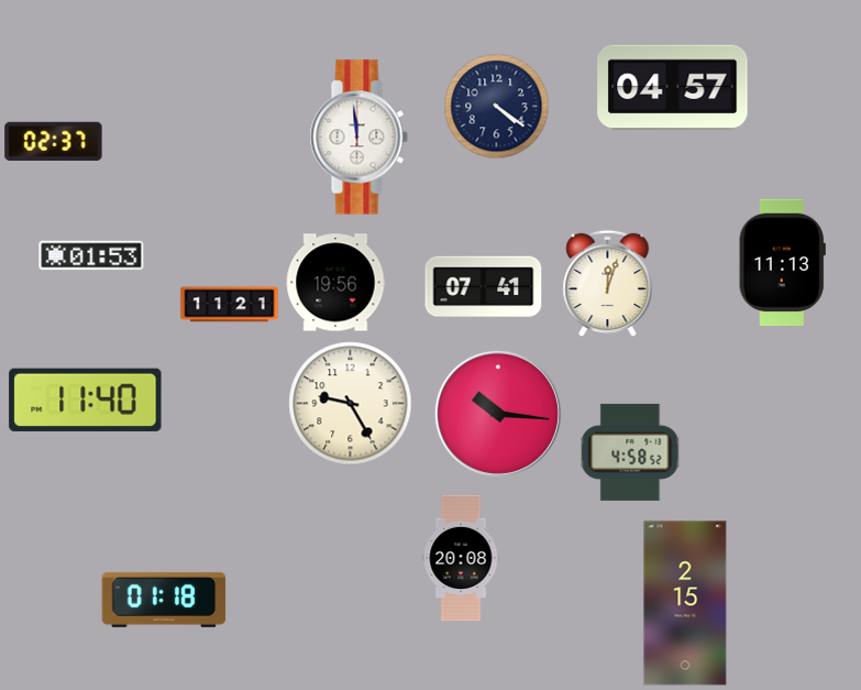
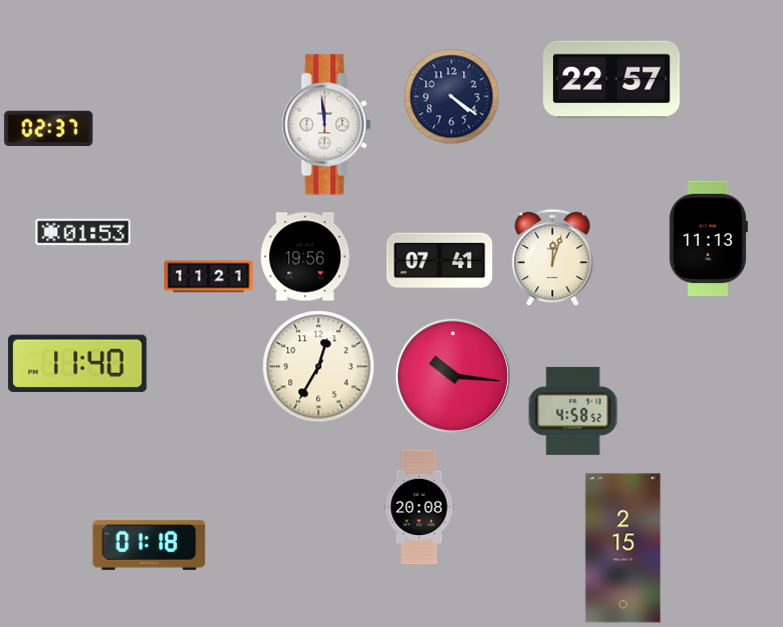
clock at (673, 88): 04:57 -> 22:57
clock at (782, 263) position: (782, 263) -> (708, 239)
clock at (351, 404): 9:25 -> 12:35
